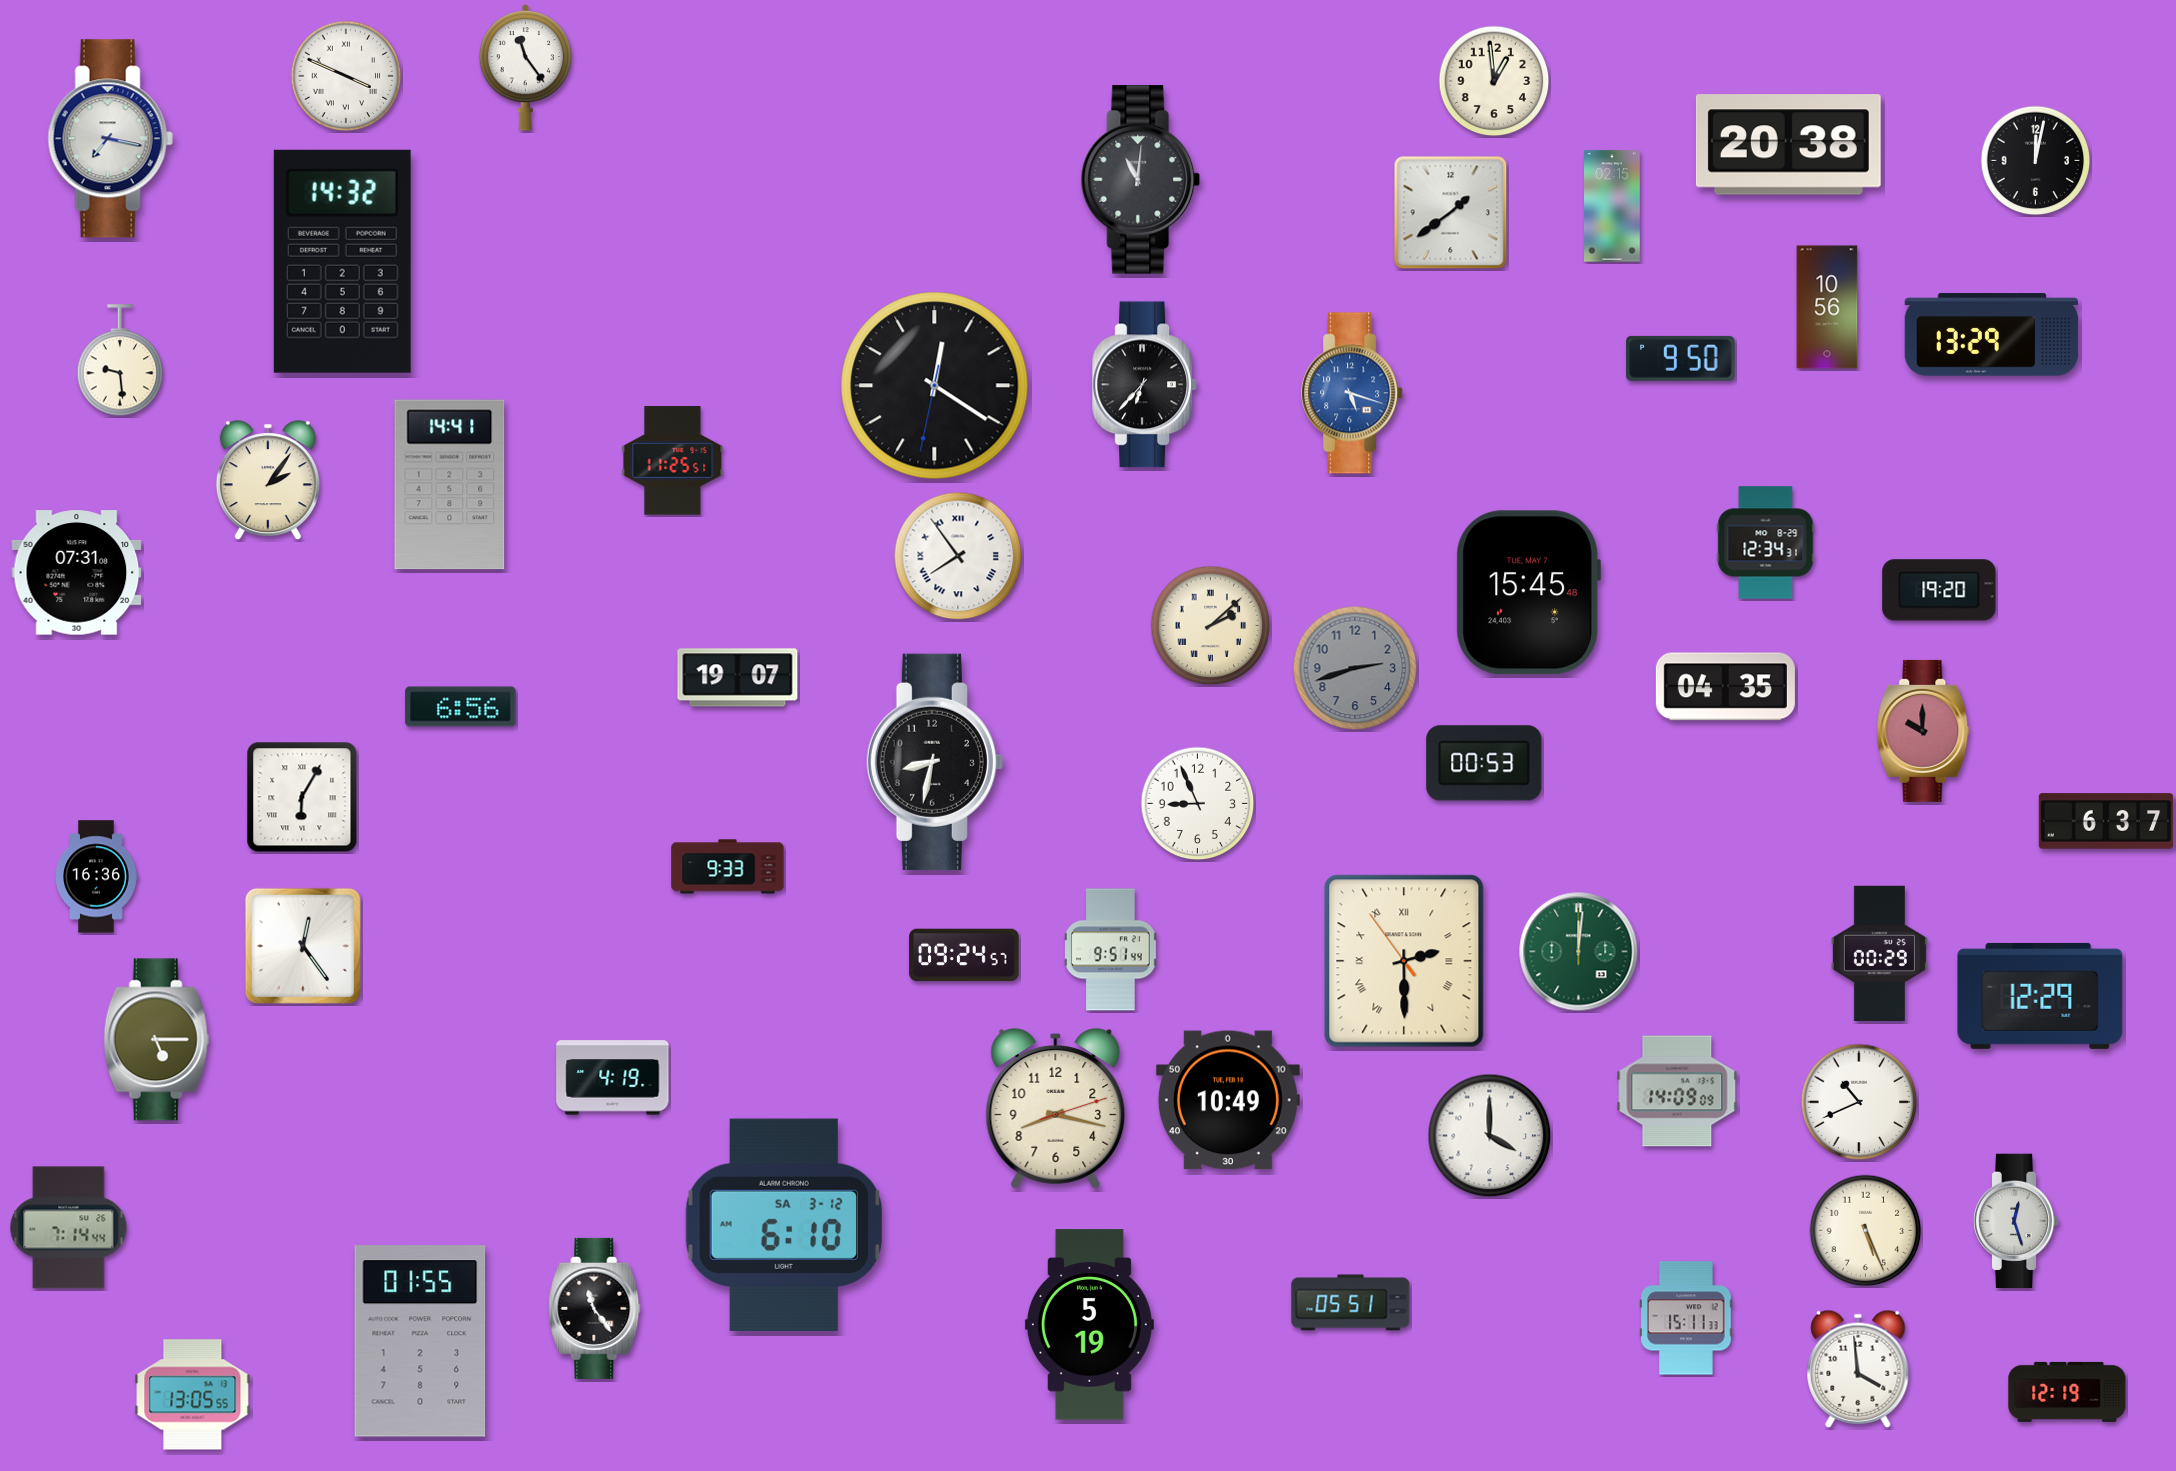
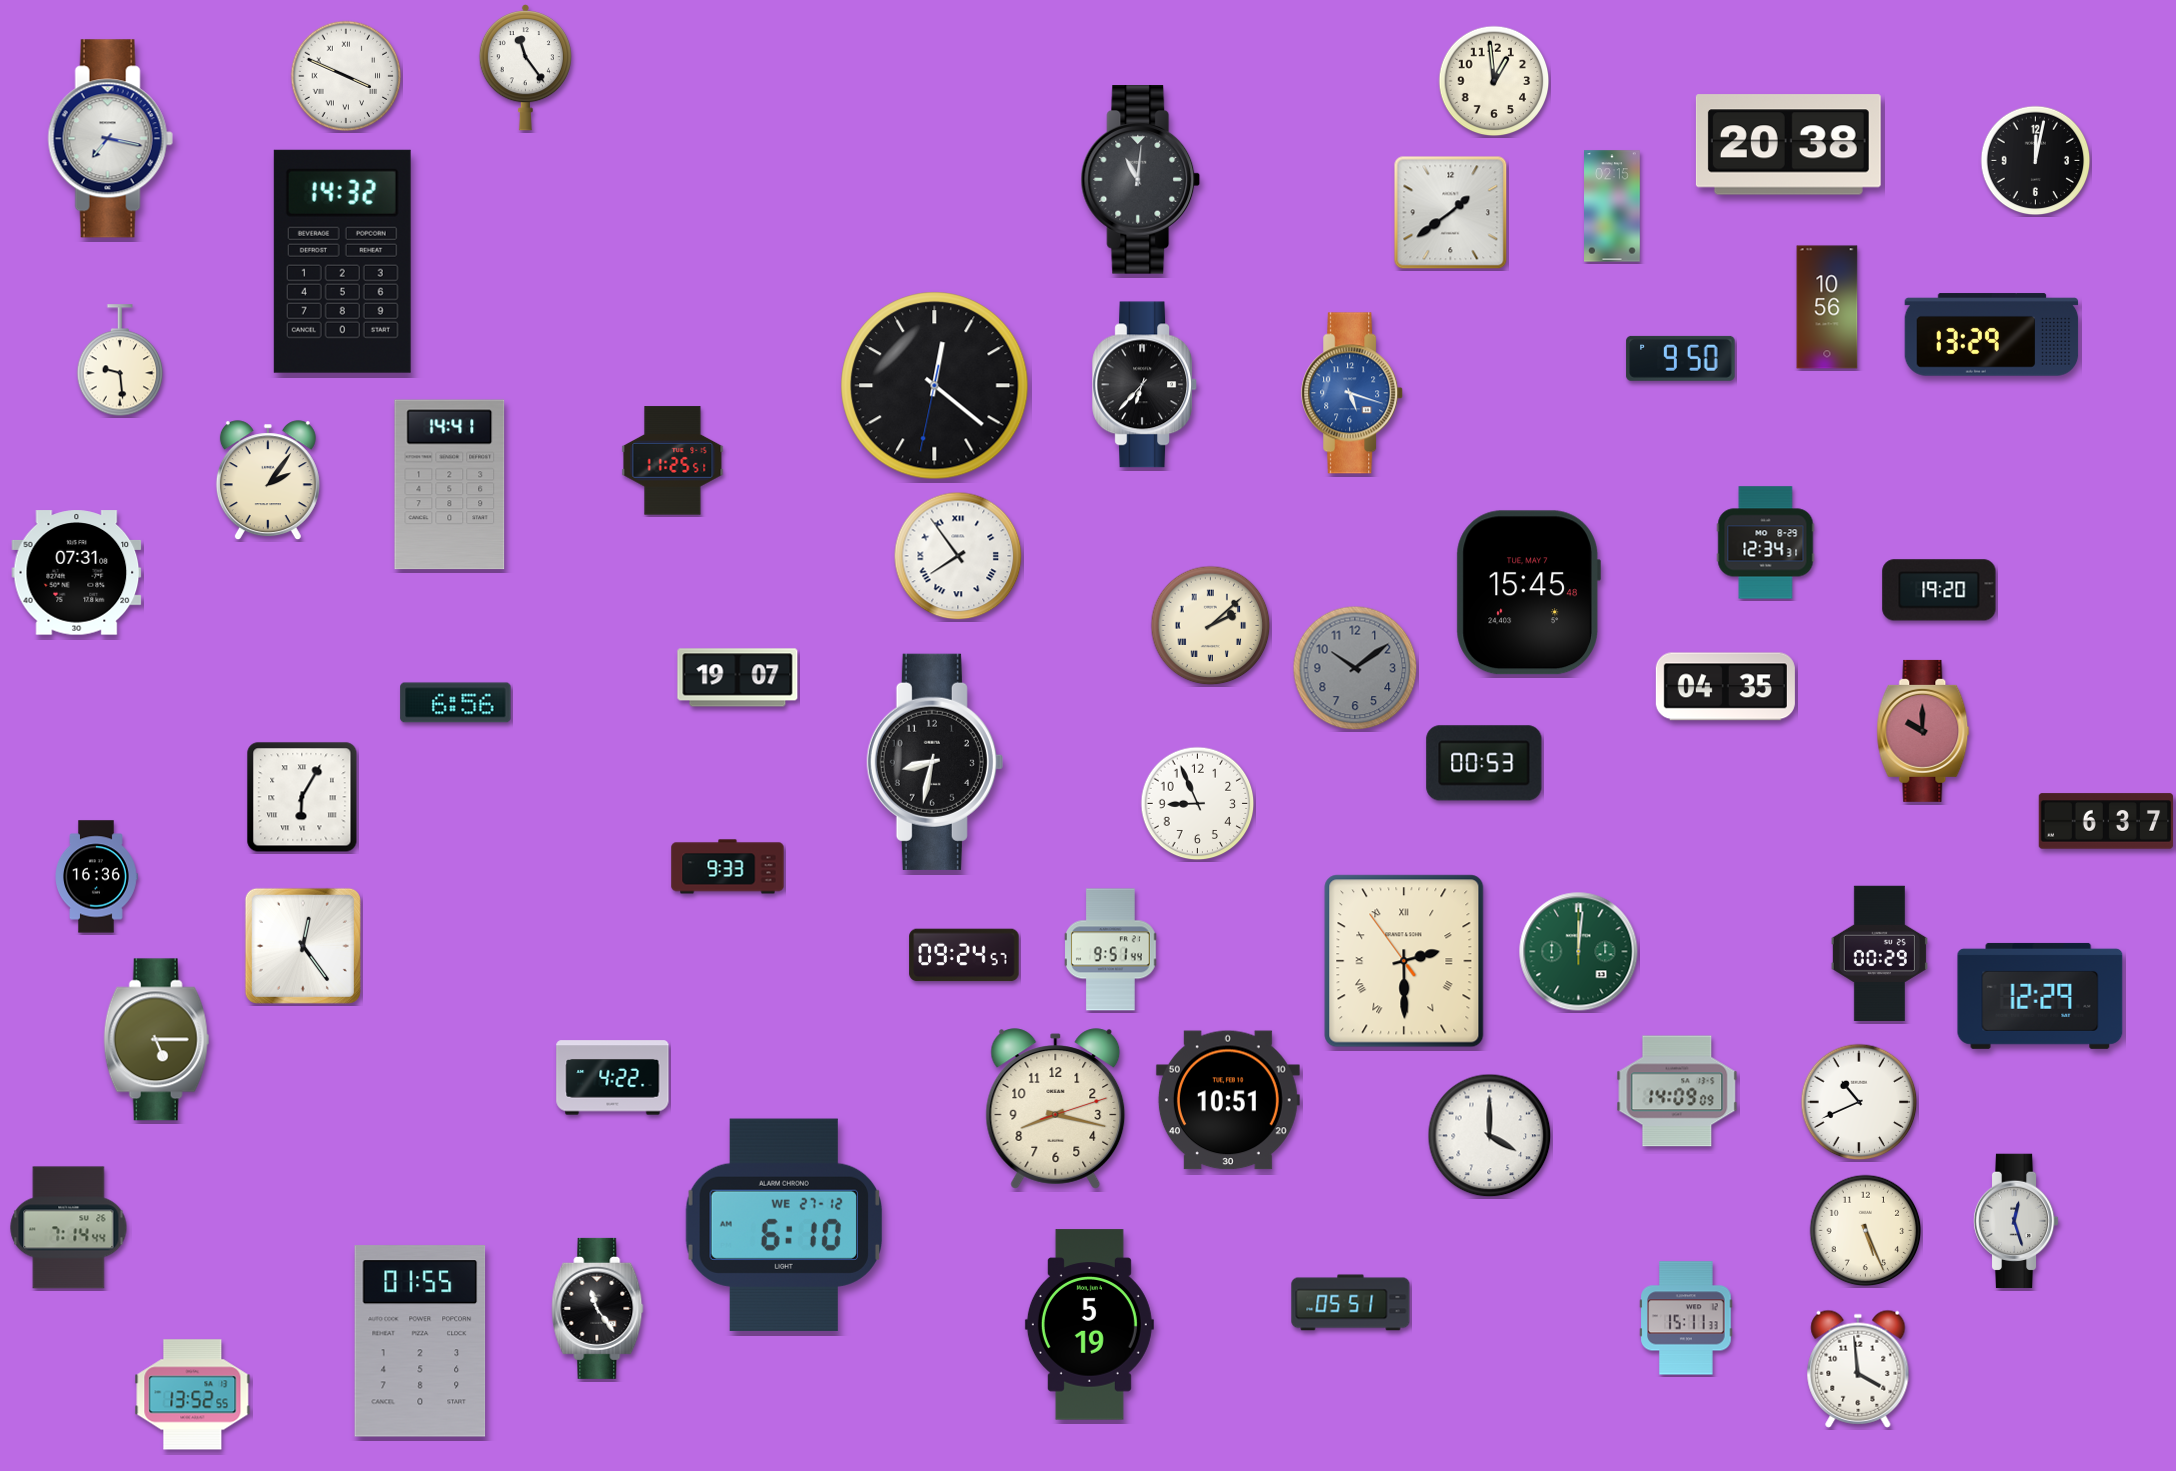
clock at (935, 386): 12:20 -> 12:21
clock at (1355, 668): 2:42 -> 10:09
clock at (461, 707) position: (461, 707) -> (456, 703)
clock at (613, 1078): 4:19 -> 4:22
clock at (1228, 1100): 10:49 -> 10:51
clock at (783, 1224) date: SA 3-12 -> WE 27-12
clock at (595, 1308) position: (595, 1308) -> (598, 1308)
clock at (2067, 1392): 12:19 -> none
clock at (193, 1395): 13:05 -> 13:52
